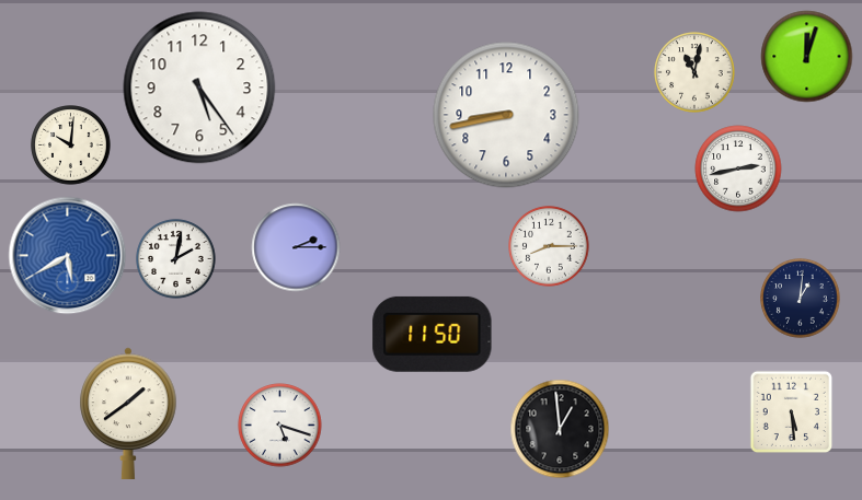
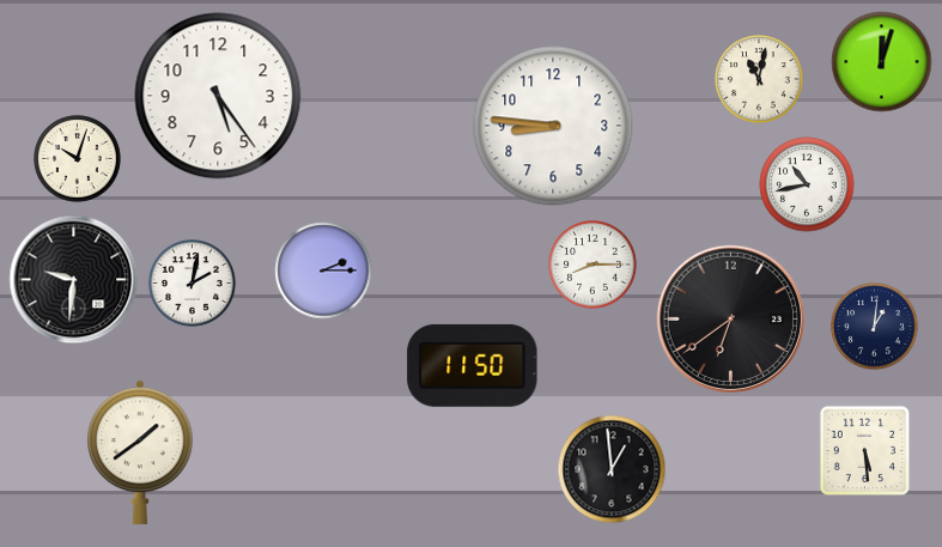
clock at (506, 115): 8:43 -> 8:46
clock at (71, 146): 10:01 -> 10:03
clock at (738, 168): 2:43 -> 10:43
clock at (549, 246) position: (549, 246) -> (592, 265)
clock at (68, 256): 5:40 -> 9:31
clock at (68, 256) dial: blue -> black
clock at (731, 320): none -> 6:39
clock at (280, 426): 5:18 -> none
